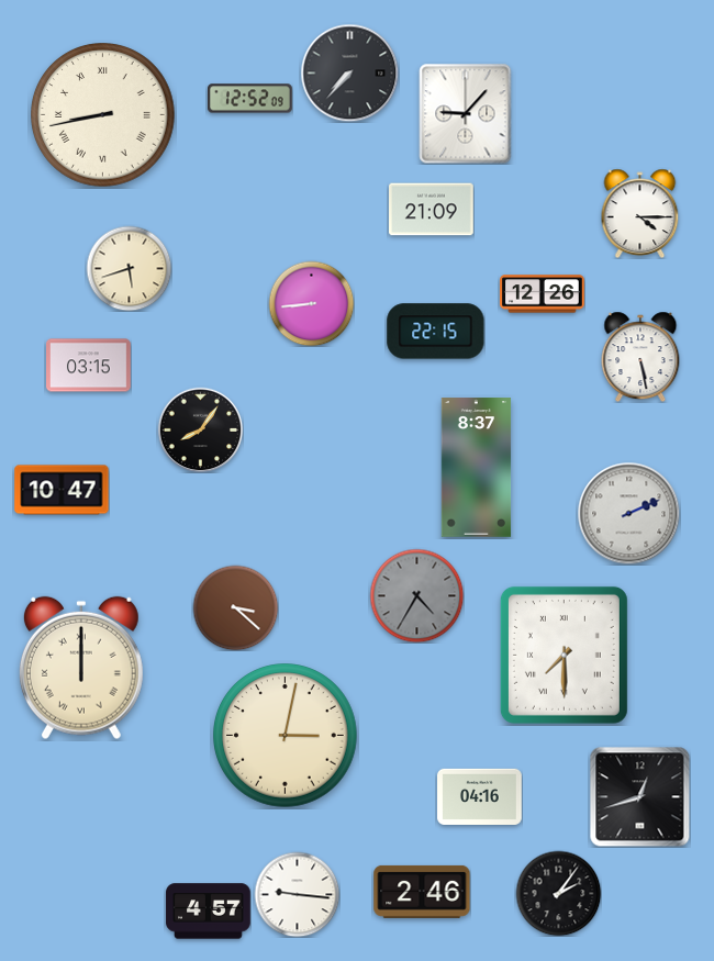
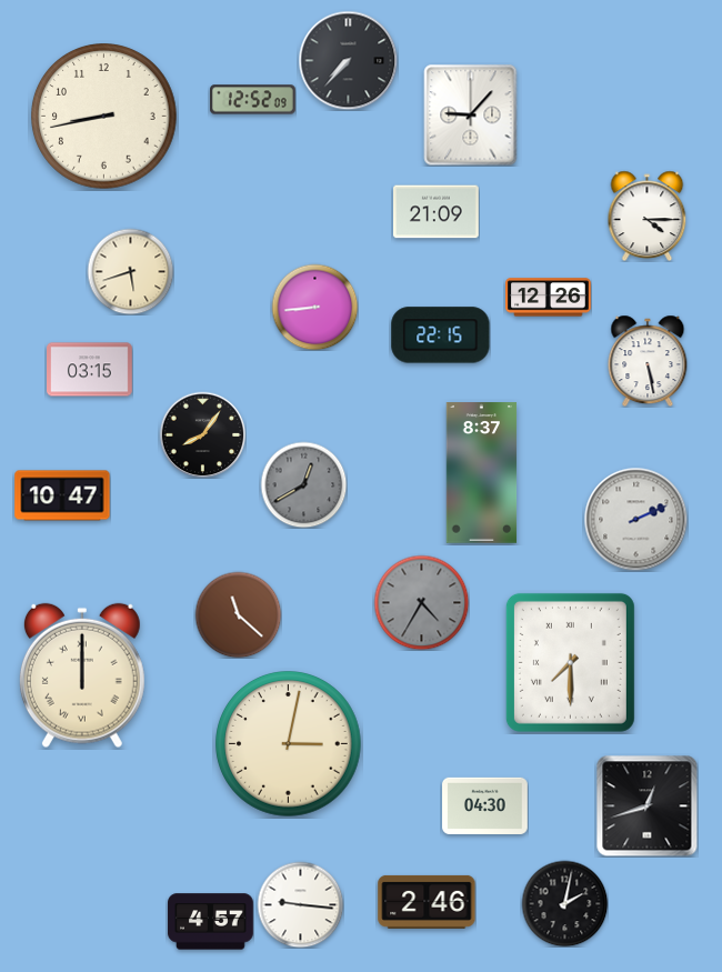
clock at (349, 72) position: (349, 72) -> (348, 60)
clock at (103, 115) numerals: Roman -> Arabic
clock at (303, 484): none -> 12:40
clock at (235, 607): 3:22 -> 11:22
clock at (480, 796): 04:16 -> 04:30
clock at (558, 893): 2:06 -> 2:02
